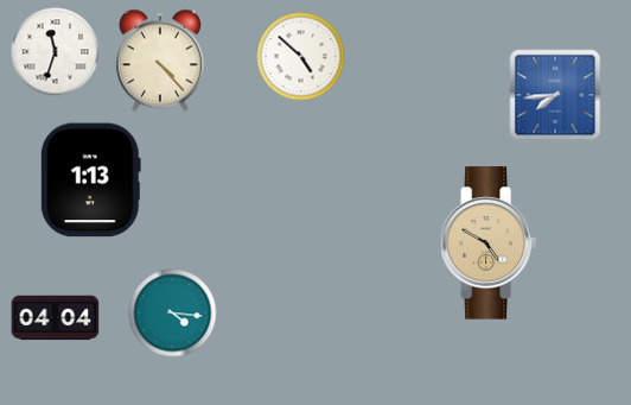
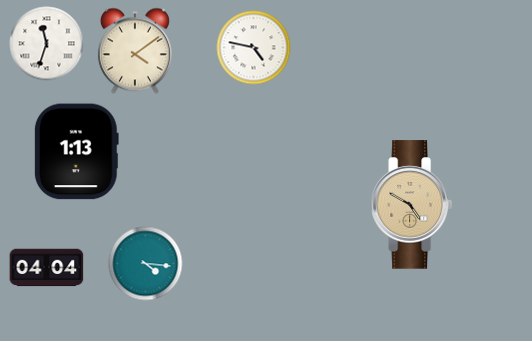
clock at (301, 57): 4:52 -> 4:47
clock at (160, 61): 4:23 -> 4:09
clock at (555, 95): 7:44 -> none
